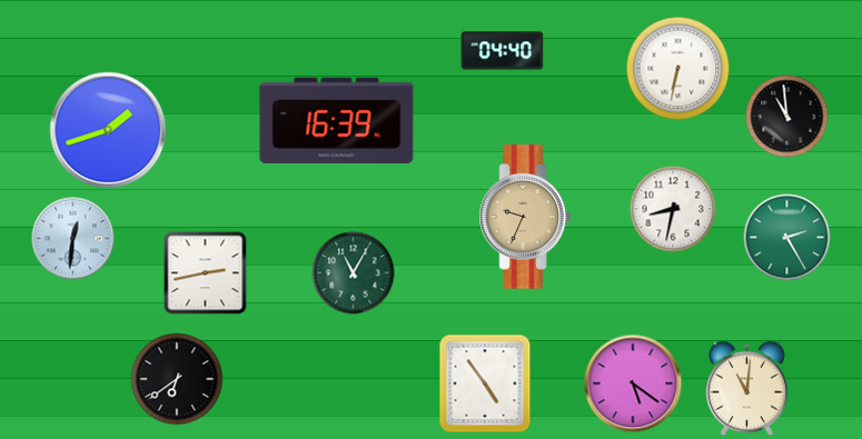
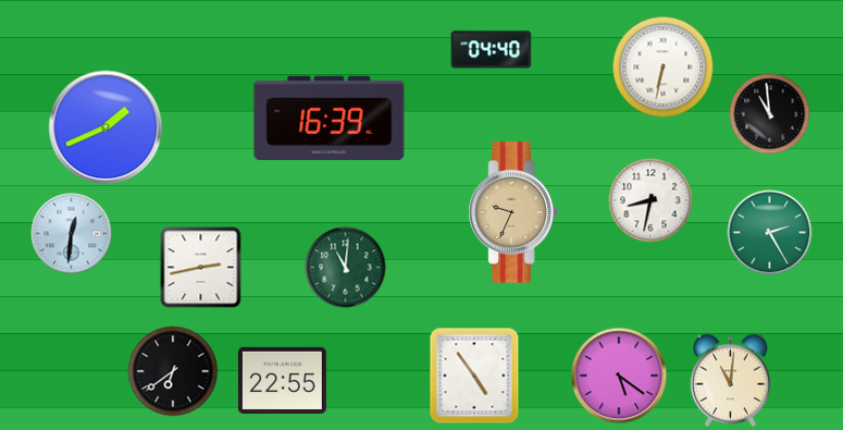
clock at (108, 130): 1:42 -> 1:41
clock at (673, 209) position: (673, 209) -> (650, 200)
clock at (354, 273): 11:05 -> 11:01
clock at (282, 380): none -> 22:55
